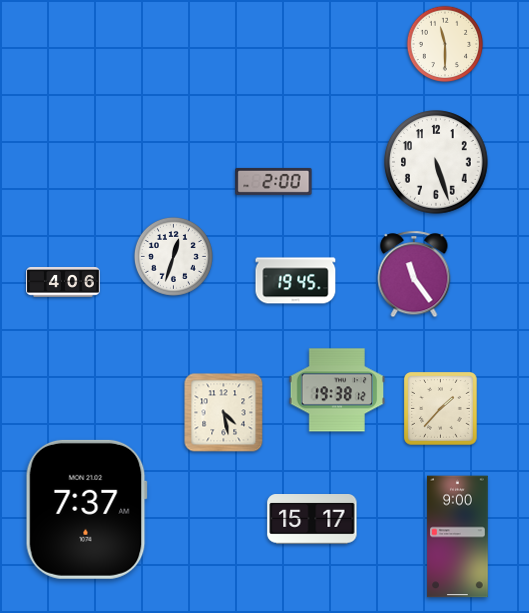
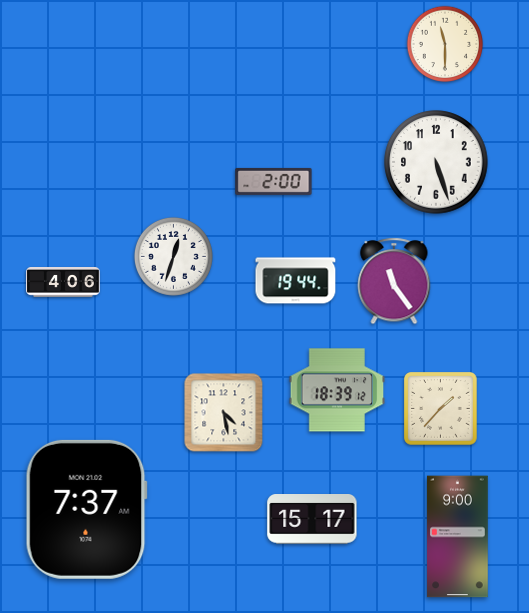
clock at (414, 274) position: (414, 274) -> (394, 281)
clock at (296, 281): 19:45 -> 19:44
clock at (337, 390): 19:38 -> 18:39
